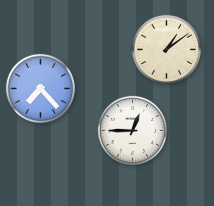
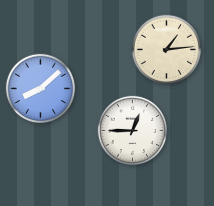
clock at (167, 50): 1:09 -> 1:14
clock at (41, 89): 7:23 -> 8:08
